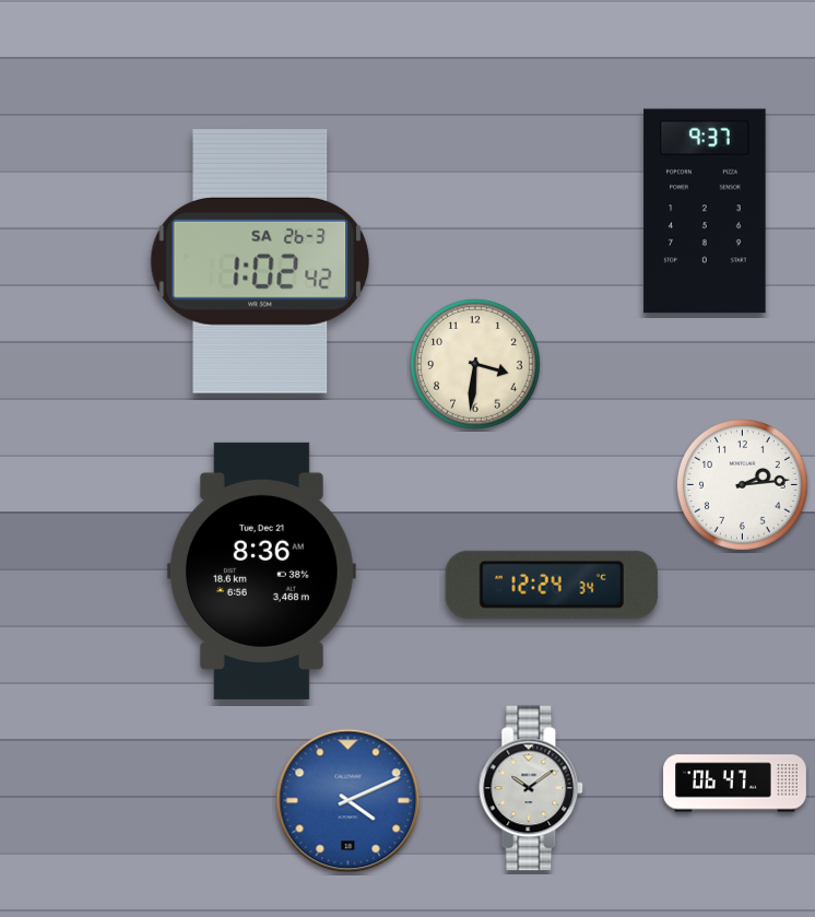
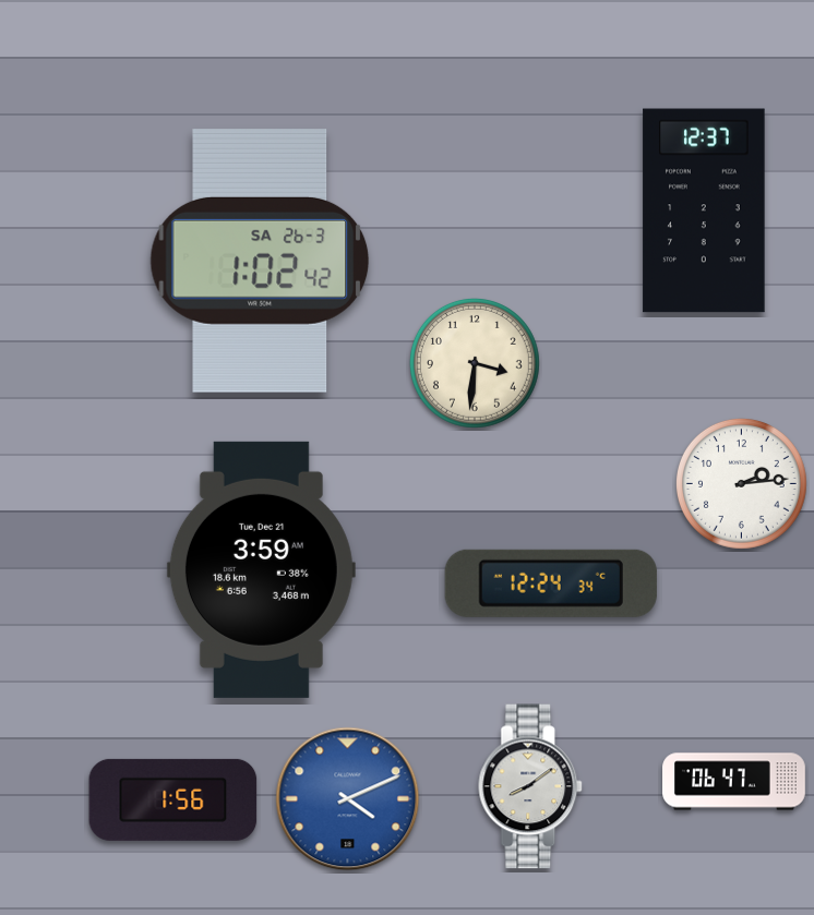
clock at (705, 211): 9:37 -> 12:37
clock at (261, 571): 8:36 -> 3:59
clock at (532, 788): 10:09 -> 8:09
clock at (173, 799): none -> 1:56
